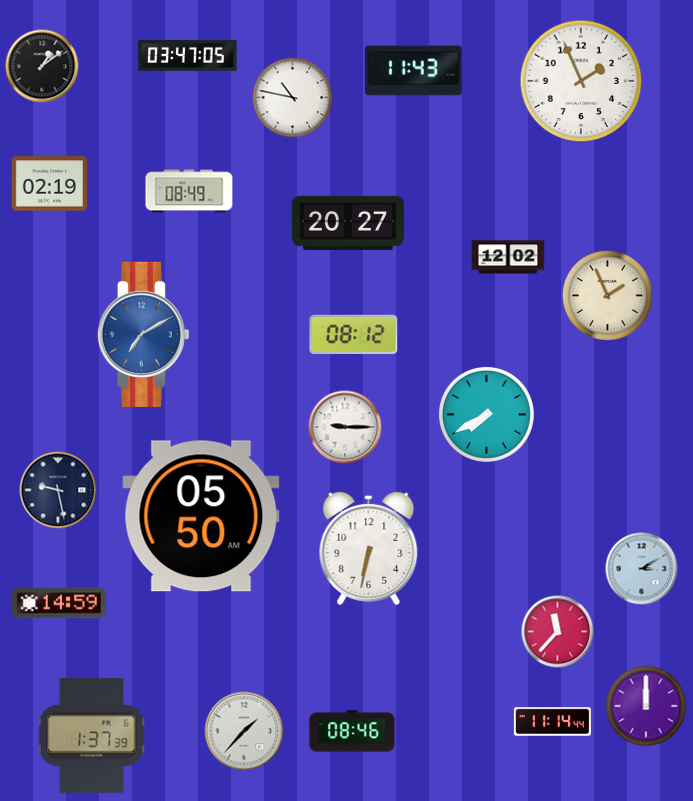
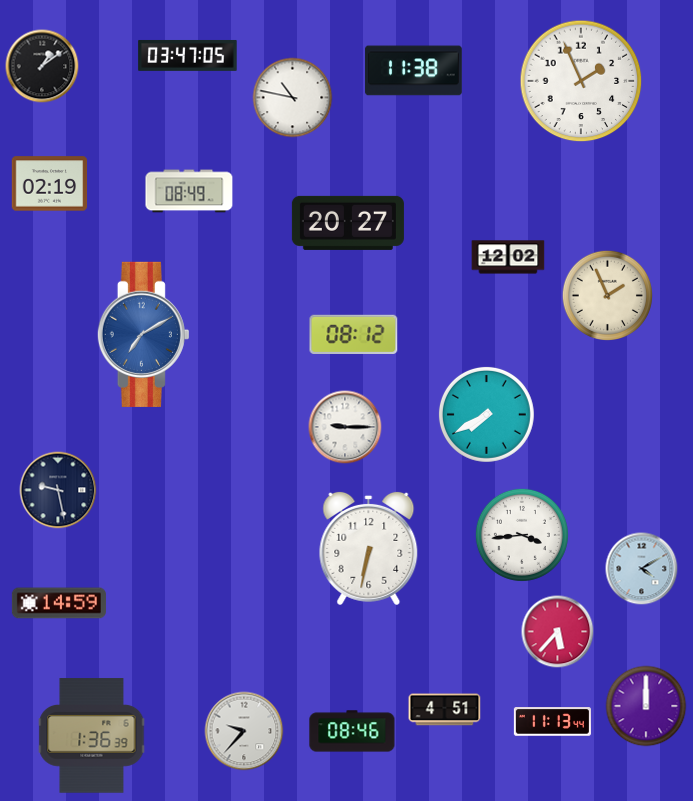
clock at (414, 71): 11:43 -> 11:38
clock at (201, 516): 05:50 -> none
clock at (522, 535): none -> 3:44
clock at (642, 569): 3:10 -> 4:10
clock at (558, 632): 11:37 -> 5:37
clock at (445, 710): none -> 4:51
clock at (552, 722): 11:14 -> 11:13
clock at (244, 731): 1:37 -> 9:37
clock at (92, 736): 1:37 -> 1:36
